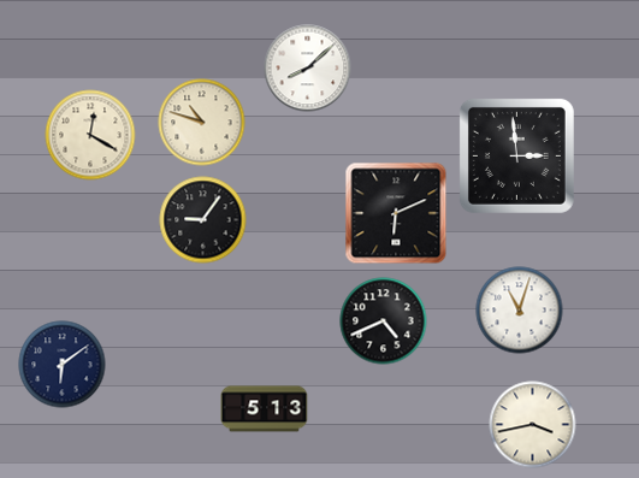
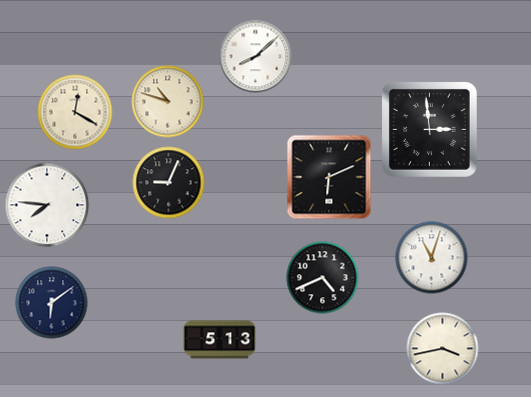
clock at (203, 220): 9:06 -> 9:04
clock at (47, 205): none -> 7:46
clock at (384, 321) position: (384, 321) -> (323, 278)
clock at (533, 425) position: (533, 425) -> (443, 349)
